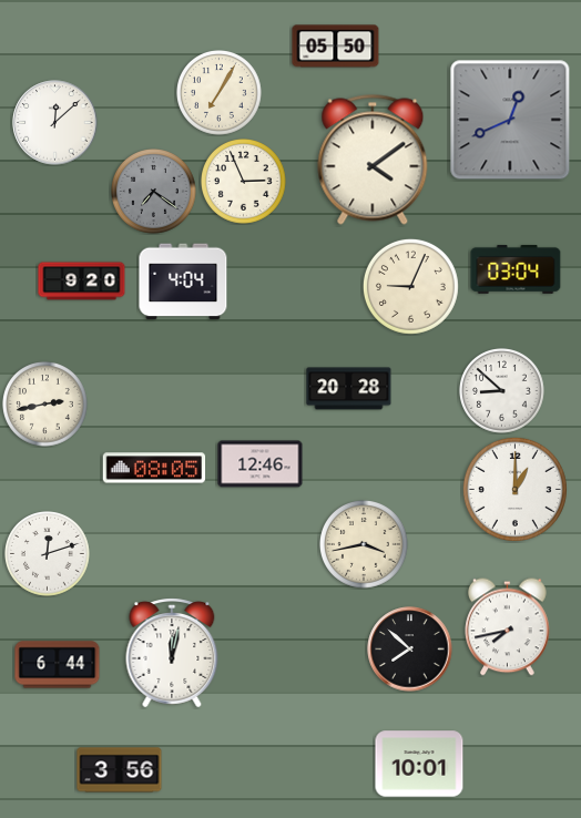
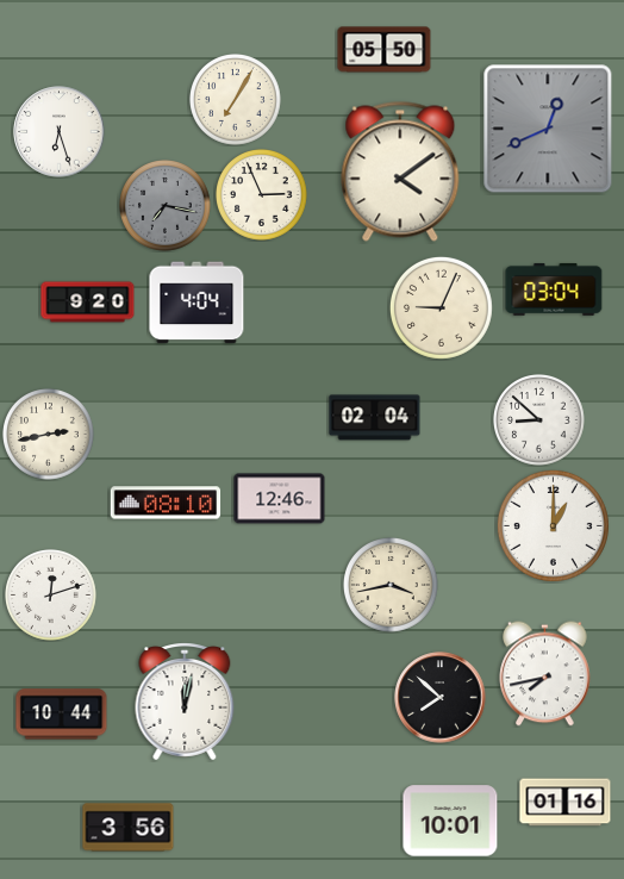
clock at (336, 47) position: (336, 47) -> (385, 50)
clock at (55, 123): 12:08 -> 6:27
clock at (154, 192): 7:21 -> 7:17
clock at (349, 389): 20:28 -> 02:04
clock at (154, 468): 08:05 -> 08:10
clock at (58, 665): 6:44 -> 10:44
clock at (566, 803): none -> 01:16
